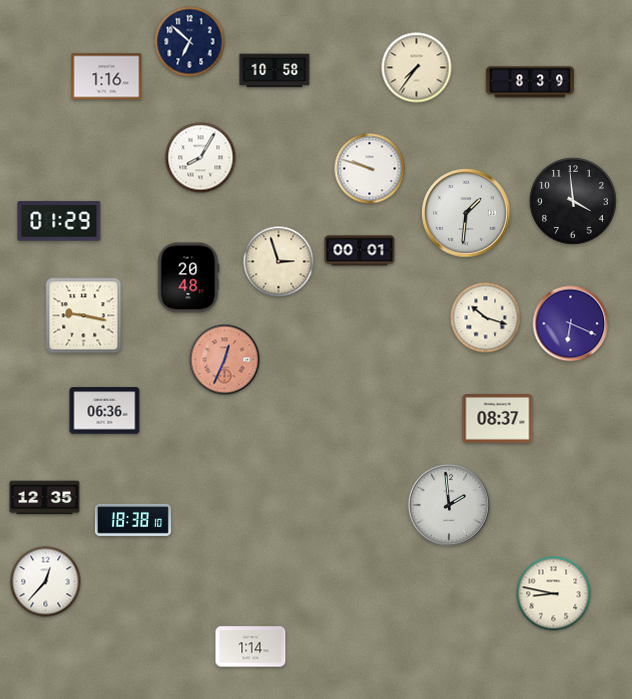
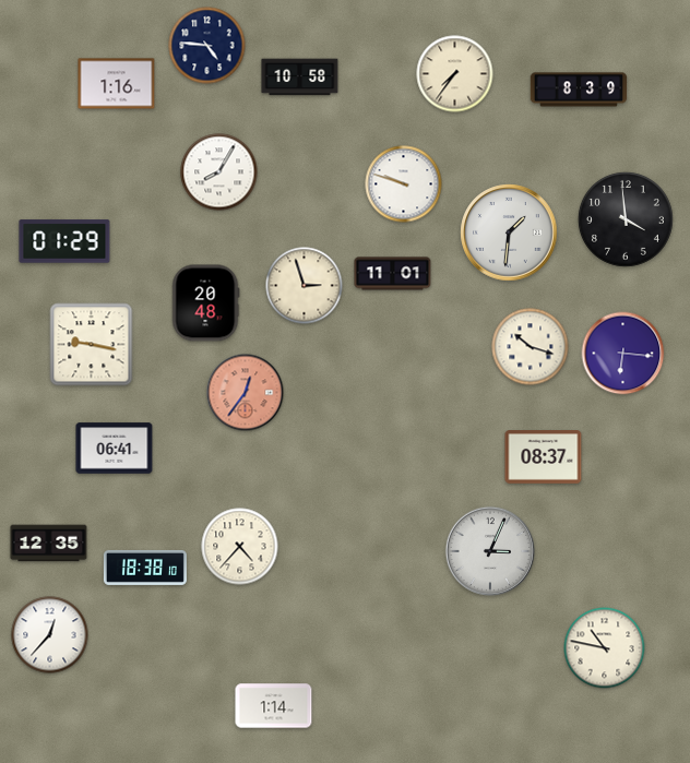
clock at (190, 42): 6:52 -> 4:46
clock at (360, 251): 00:01 -> 11:01
clock at (571, 324): 6:19 -> 6:16
clock at (225, 360): 12:34 -> 12:36
clock at (105, 411): 06:36 -> 06:41
clock at (240, 547): none -> 4:37
clock at (449, 505): 1:59 -> 3:04
clock at (554, 594): 8:47 -> 10:47
